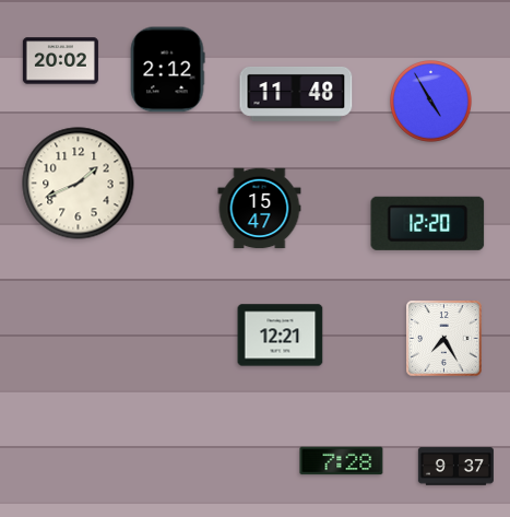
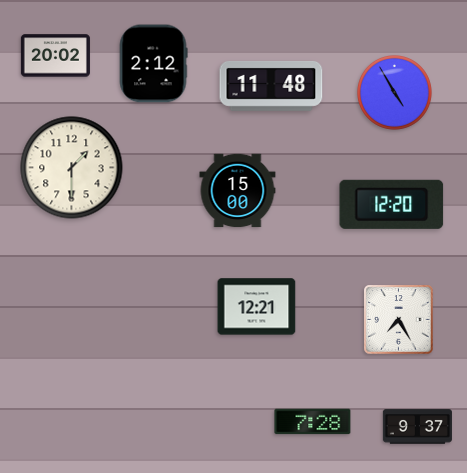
clock at (79, 184): 1:41 -> 1:30
clock at (260, 209): 15:47 -> 15:00
clock at (444, 339) position: (444, 339) -> (399, 320)
